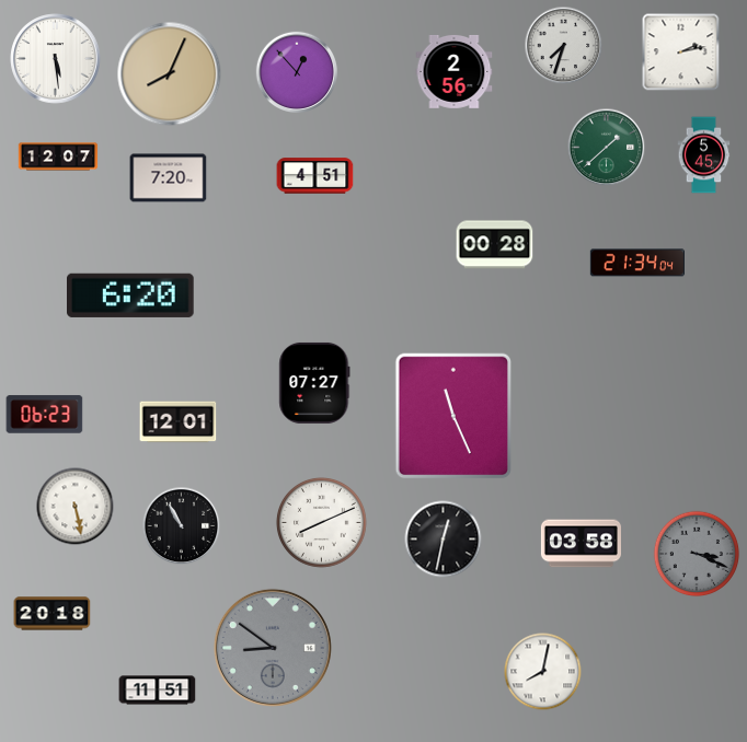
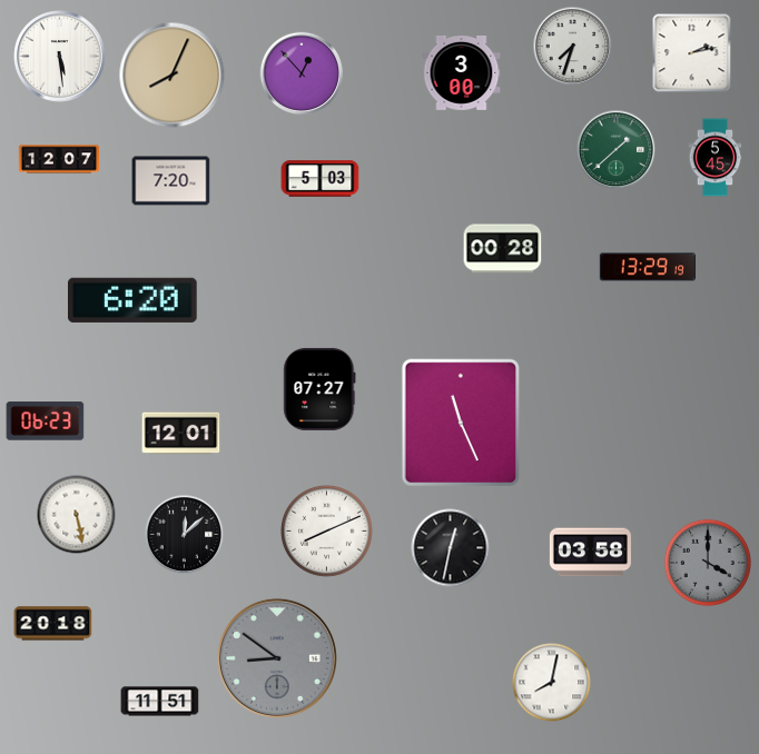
clock at (56, 59) position: (56, 59) -> (60, 57)
clock at (455, 71): 2:56 -> 3:00
clock at (315, 176): 4:51 -> 5:03
clock at (637, 263): 21:34 -> 13:29
clock at (179, 422) position: (179, 422) -> (181, 434)
clock at (182, 526): 10:55 -> 12:08
clock at (697, 554): 3:19 -> 4:00
